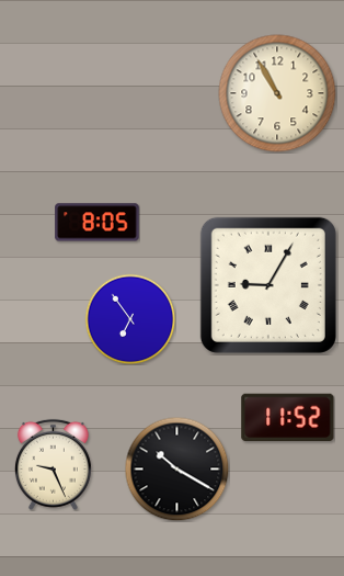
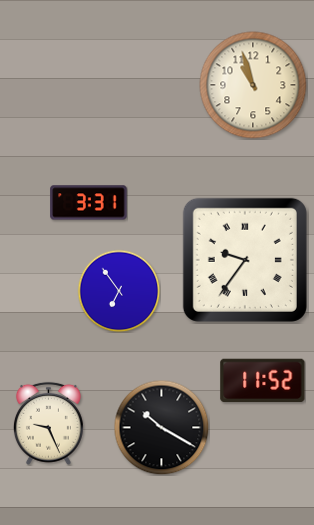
clock at (277, 93): 10:55 -> 10:57
clock at (98, 223): 8:05 -> 3:31
clock at (268, 285): 9:05 -> 9:36
